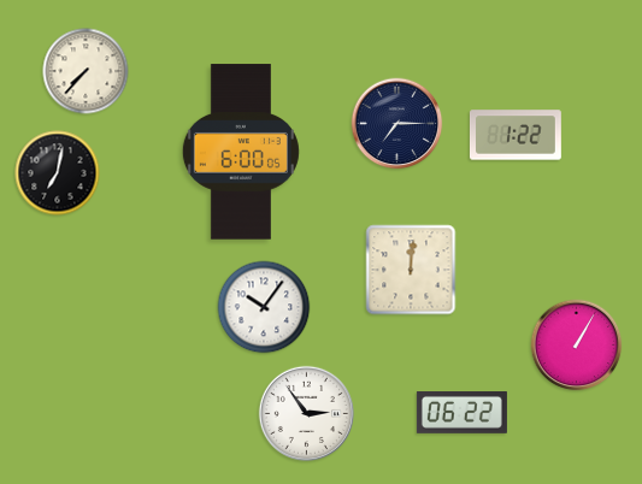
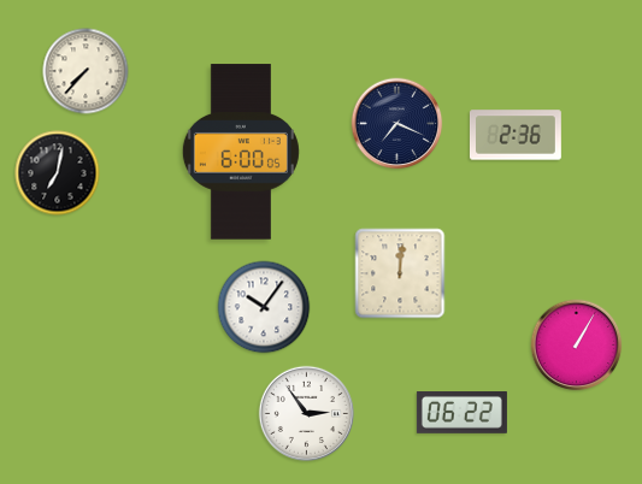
clock at (397, 124): 7:15 -> 7:19
clock at (516, 135): 1:22 -> 2:36
clock at (411, 270) position: (411, 270) -> (400, 273)
